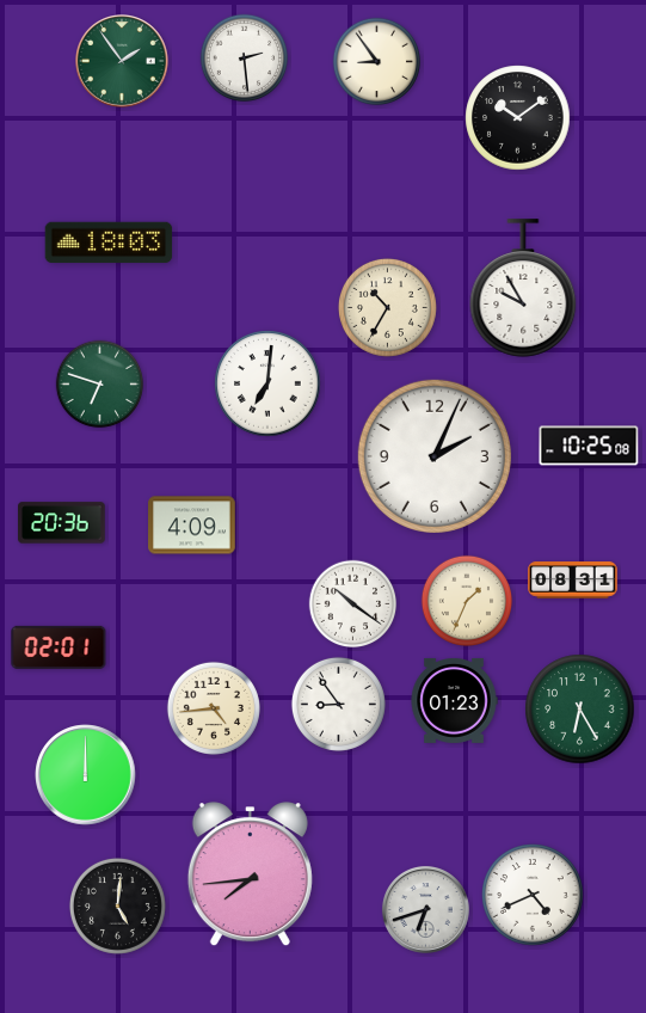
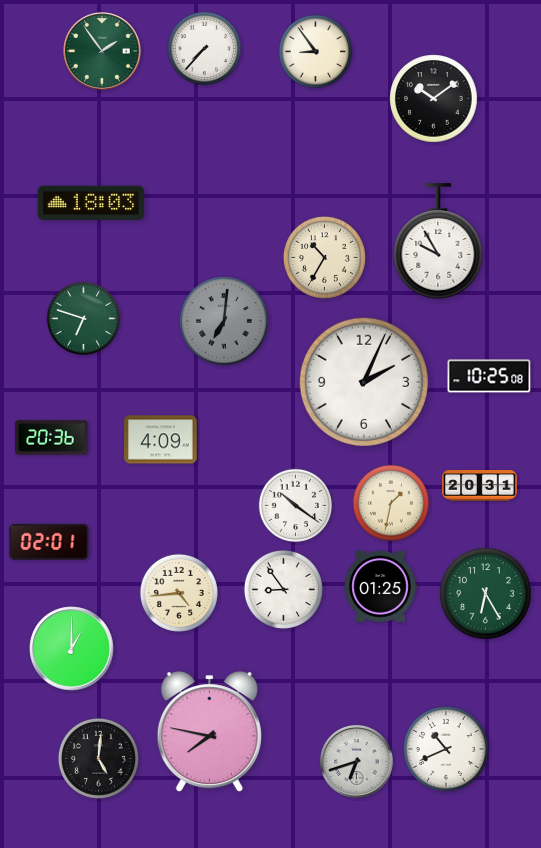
clock at (245, 59): 2:29 -> 7:37
clock at (267, 383) dial: white -> grey
clock at (100, 385) position: (100, 385) -> (84, 319)
clock at (589, 446) position: (589, 446) -> (489, 376)
clock at (573, 581): 08:31 -> 20:31
clock at (466, 600): 1:34 -> 1:32
clock at (454, 700): 01:23 -> 01:25
clock at (86, 775): 12:00 -> 1:00
clock at (250, 874): 7:44 -> 7:47
clock at (534, 896): 4:41 -> 10:41
